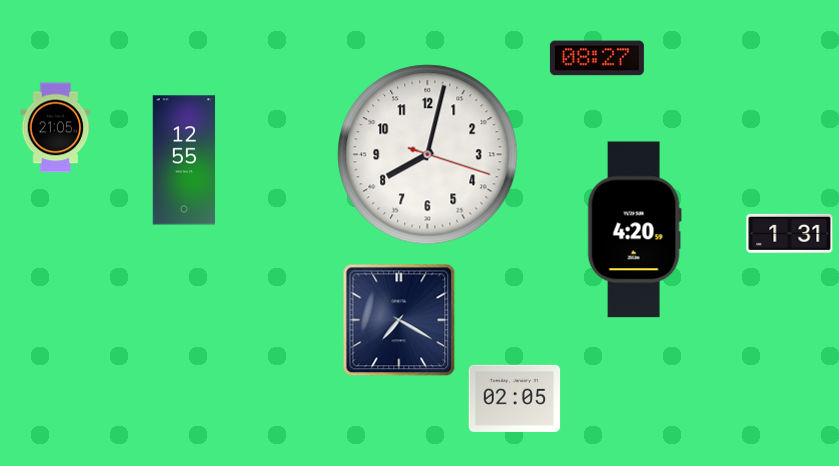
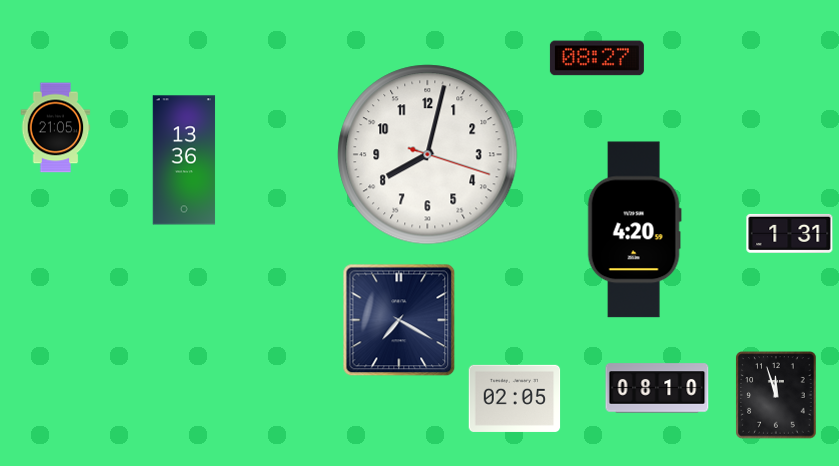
clock at (184, 160): 12:55 -> 13:36
clock at (657, 388): none -> 08:10
clock at (776, 395): none -> 11:57
